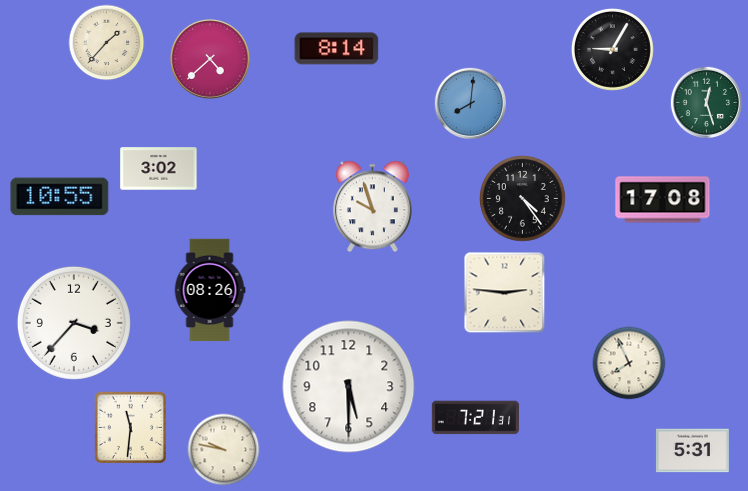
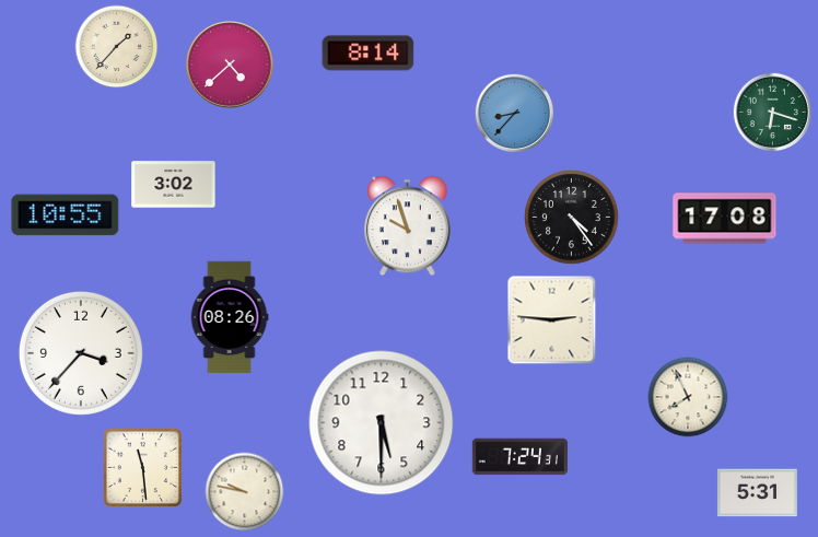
clock at (612, 49): 9:05 -> none
clock at (706, 102): 12:27 -> 6:18
clock at (470, 103): 8:01 -> 8:37
clock at (475, 418): 7:21 -> 7:24
clock at (131, 428): 11:31 -> 11:29
